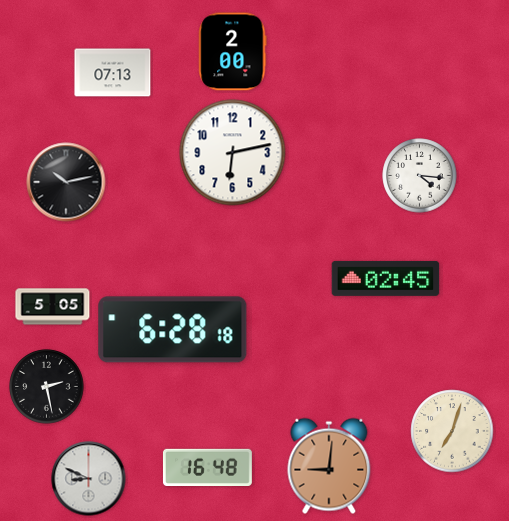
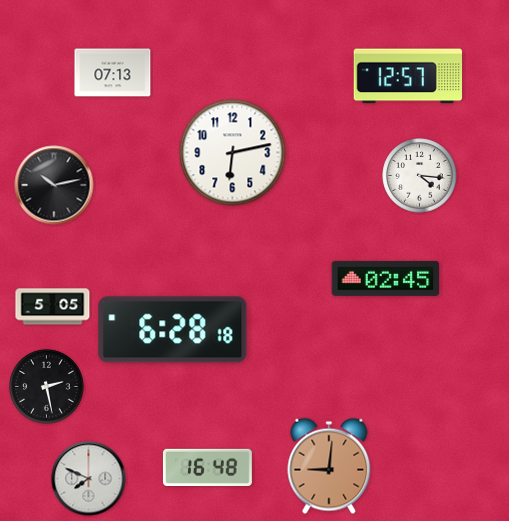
clock at (233, 52): 2:00 -> none
clock at (408, 76): none -> 12:57
clock at (66, 182) position: (66, 182) -> (54, 185)
clock at (452, 431): 7:03 -> none
clock at (89, 479): 8:49 -> 7:49
